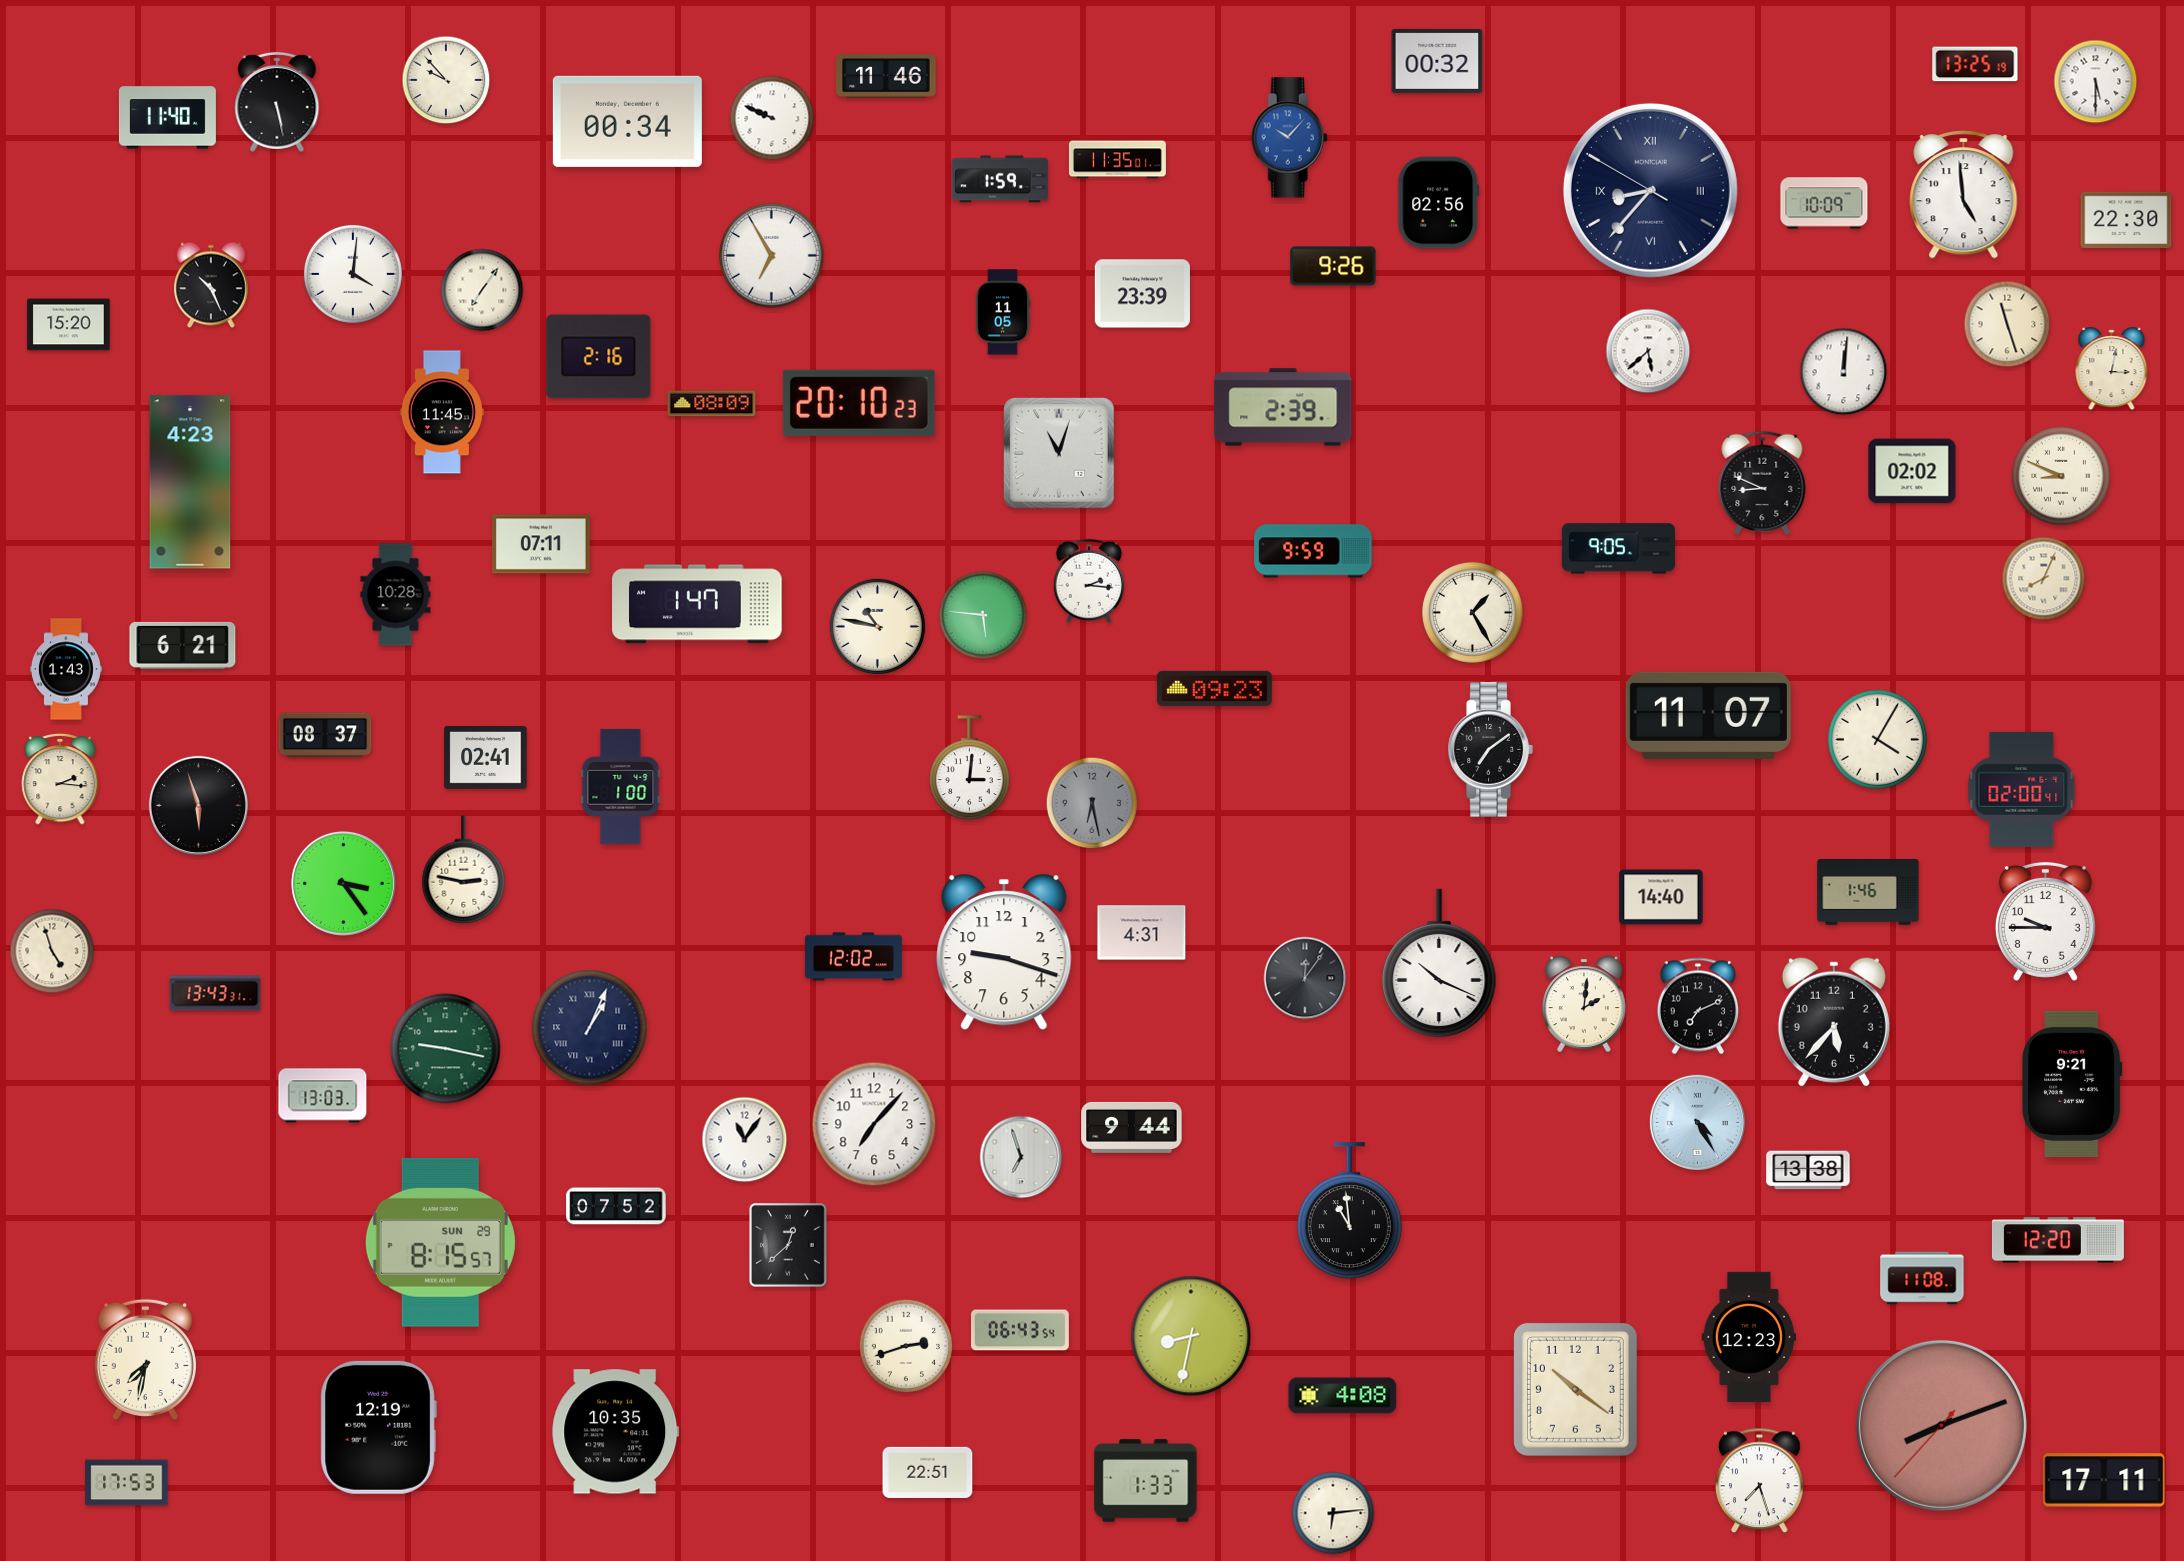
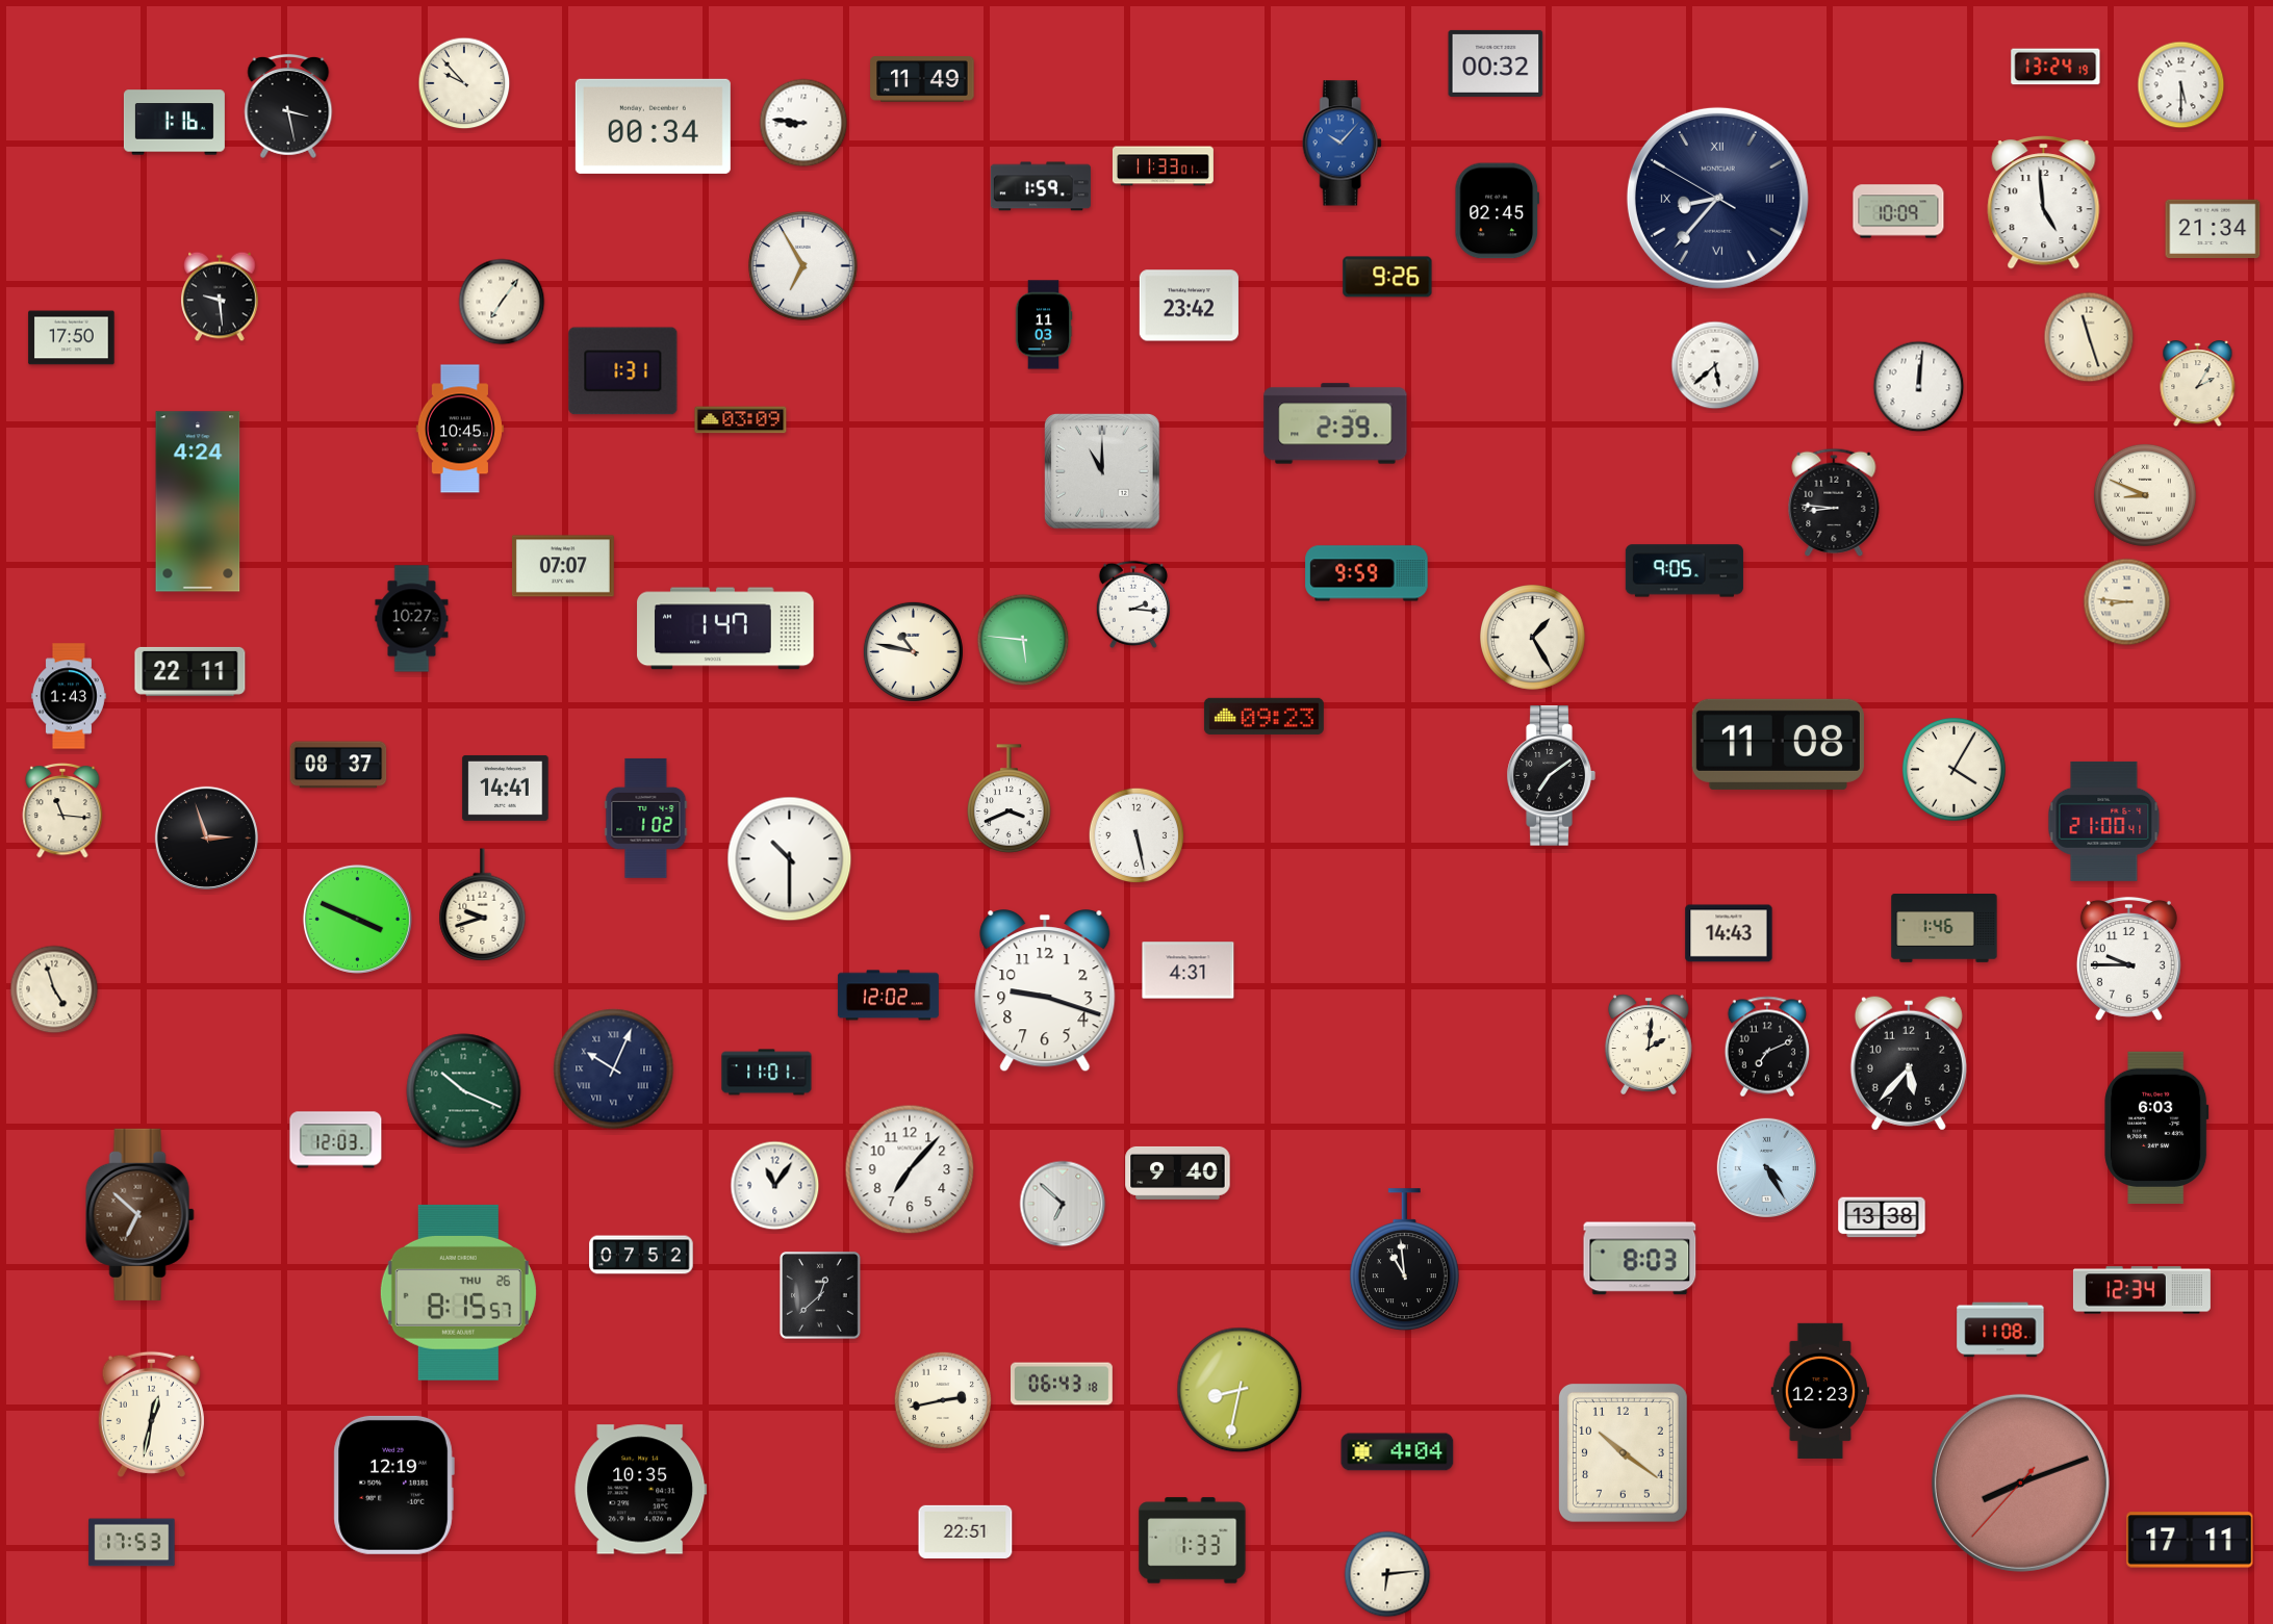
clock at (1975, 64): 13:25 -> 13:24
clock at (886, 77): 11:46 -> 11:49
clock at (277, 102): 5:28 -> 3:28
clock at (167, 118): 11:40 -> 1:16
clock at (772, 118): 9:49 -> 8:46
clock at (1117, 160): 11:35 -> 11:33
clock at (1438, 203): 02:56 -> 02:45
clock at (2126, 220): 22:30 -> 21:34
clock at (353, 274): 4:01 -> none
clock at (212, 285): 10:26 -> 9:29
clock at (1142, 294): 23:39 -> 23:42
clock at (1003, 312): 11:05 -> 11:03
clock at (69, 325): 15:20 -> 17:50
clock at (599, 357): 2:16 -> 1:31
clock at (2112, 369): 3:02 -> 2:05
clock at (859, 403): 20:10 -> none
clock at (712, 404): 08:09 -> 03:09
clock at (442, 412): 11:45 -> 10:45
clock at (1059, 453): 11:03 -> 11:00
clock at (1912, 471): 02:02 -> none
clock at (190, 482): 4:23 -> 4:24
clock at (1762, 482): 8:49 -> 8:46
clock at (541, 544): 07:11 -> 07:07
clock at (2044, 579): 8:04 -> 8:46
clock at (396, 595): 10:28 -> 10:27
clock at (183, 645): 6:21 -> 22:11
clock at (1708, 715): 11:07 -> 11:08
clock at (1490, 750) position: (1490, 750) -> (1551, 776)
clock at (486, 757): 02:41 -> 14:41
clock at (970, 768): 3:01 -> 3:41
clock at (60, 779): 2:16 -> 11:16
clock at (621, 786): 1:00 -> 1:02
clock at (2022, 789): 02:00 -> 21:00
clock at (1092, 803): 6:28 -> 5:28
clock at (1092, 803) dial: grey -> white
clock at (198, 805): 5:57 -> 2:57
clock at (790, 859): none -> 10:30
clock at (464, 870): 2:47 -> 9:42
clock at (343, 883): 3:24 -> 3:49
clock at (1661, 897): 14:40 -> 14:43
clock at (1439, 963): 10:19 -> none
clock at (1305, 978): 12:06 -> none
clock at (215, 993): 13:43 -> none
clock at (590, 1028): 1:04 -> 10:04
clock at (767, 1073): none -> 11:01
clock at (446, 1049): 9:17 -> 10:19
clock at (2072, 1083): 9:21 -> 6:03
clock at (323, 1096): 13:03 -> 12:03
clock at (1132, 1127): 9:44 -> 9:40
clock at (1021, 1157): 6:57 -> 6:52
clock at (139, 1214): none -> 6:52
clock at (1640, 1259): none -> 8:03
clock at (2058, 1240): 12:20 -> 12:34
clock at (440, 1242) date: SUN 29 -> THU 26
clock at (1021, 1330): 06:43:54 -> 06:43:18
clock at (905, 1345): 2:42 -> 2:43
clock at (145, 1359): 7:32 -> 12:32
clock at (1575, 1389) position: (1575, 1389) -> (1623, 1452)
clock at (1343, 1396): 4:08 -> 4:04
clock at (1760, 1481): 7:27 -> none
